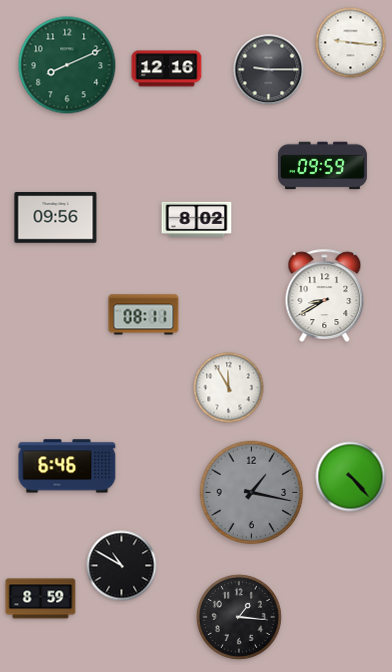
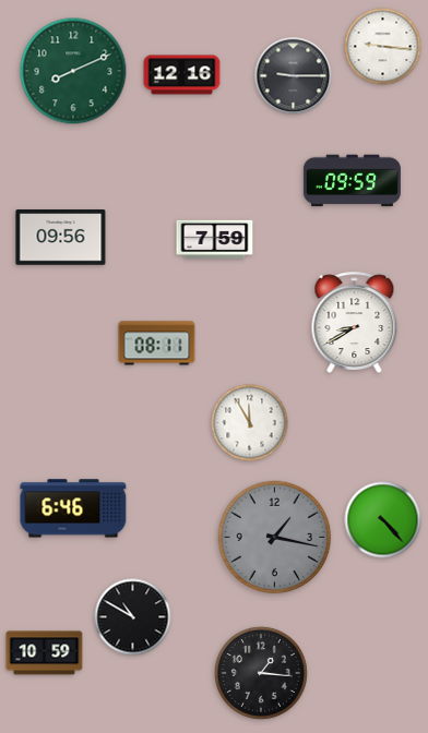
clock at (197, 219): 8:02 -> 7:59
clock at (41, 599): 8:59 -> 10:59
